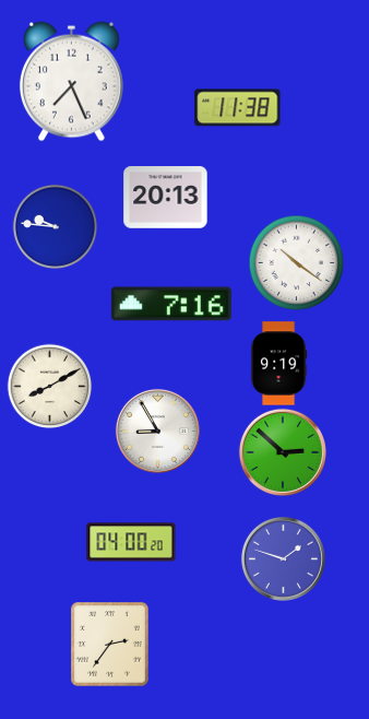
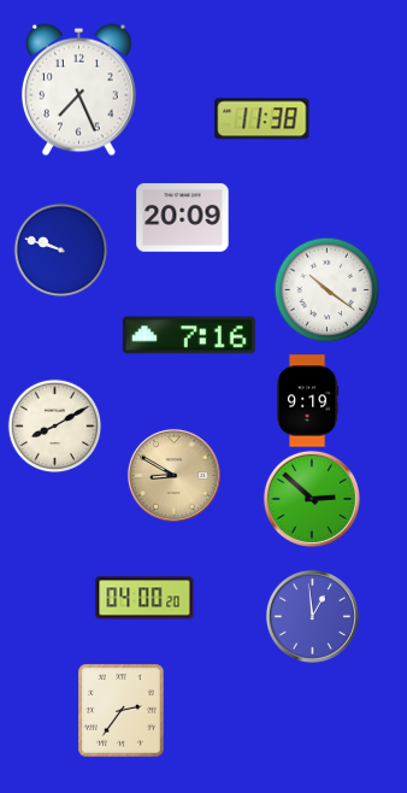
clock at (166, 198): 20:13 -> 20:09
clock at (55, 226): 9:46 -> 9:48
clock at (157, 431): 8:55 -> 8:50
clock at (157, 431) dial: white -> champagne
clock at (283, 558): 1:48 -> 12:59
